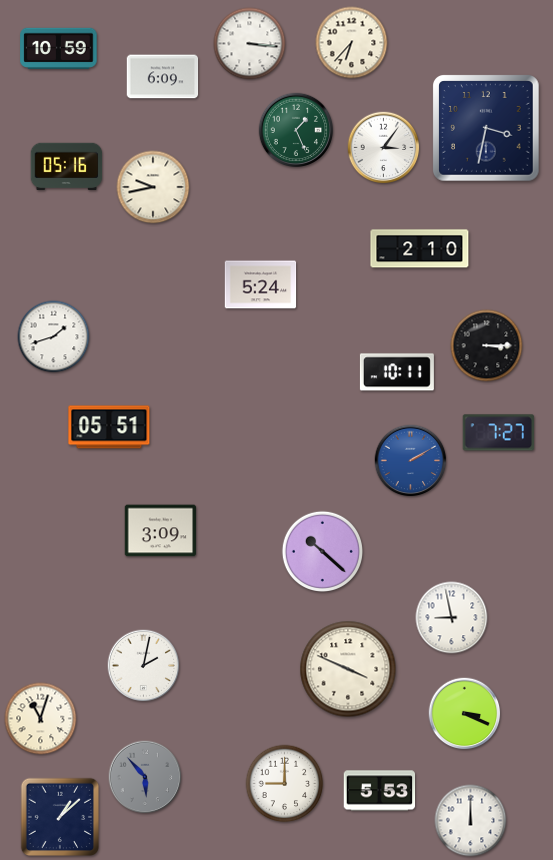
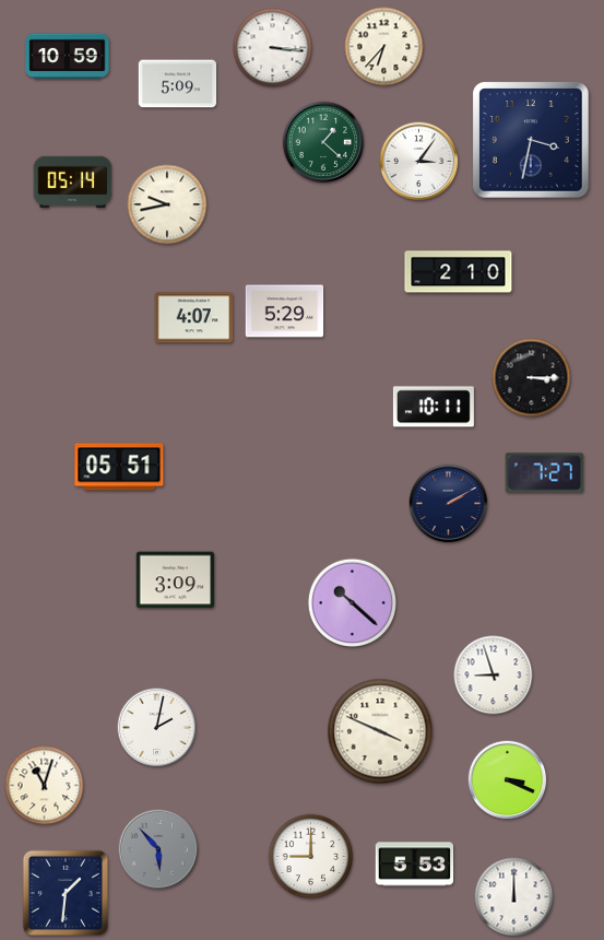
clock at (59, 48) position: (59, 48) -> (68, 56)
clock at (163, 77): 6:09 -> 5:09
clock at (296, 130): 1:26 -> 1:22
clock at (67, 166): 05:16 -> 05:14
clock at (261, 285): 5:24 -> 5:29
clock at (194, 318): none -> 4:07
clock at (54, 337): 1:42 -> none
clock at (411, 461) dial: blue -> navy
clock at (452, 618): 8:58 -> 8:57
clock at (59, 816): 1:08 -> 1:31
